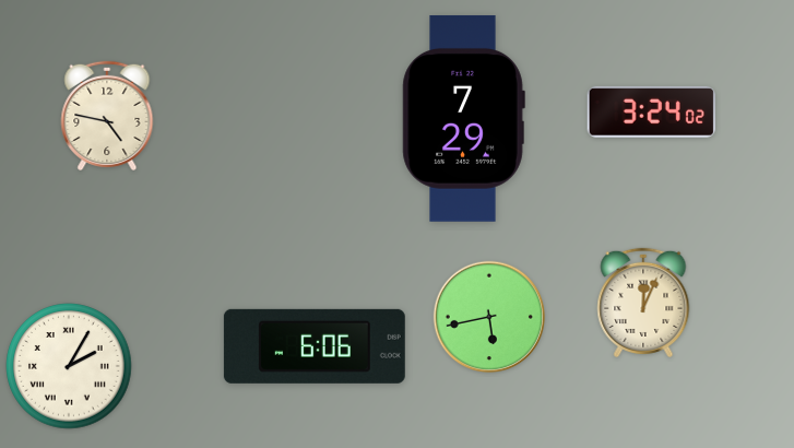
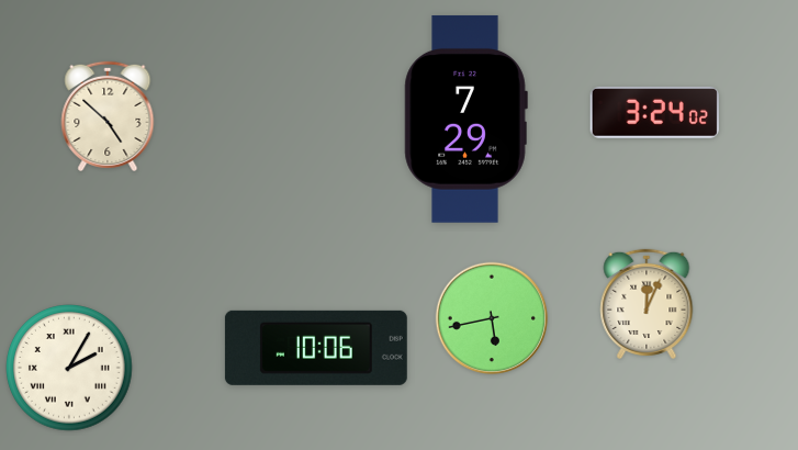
clock at (107, 116): 4:47 -> 4:52
clock at (315, 346): 6:06 -> 10:06
